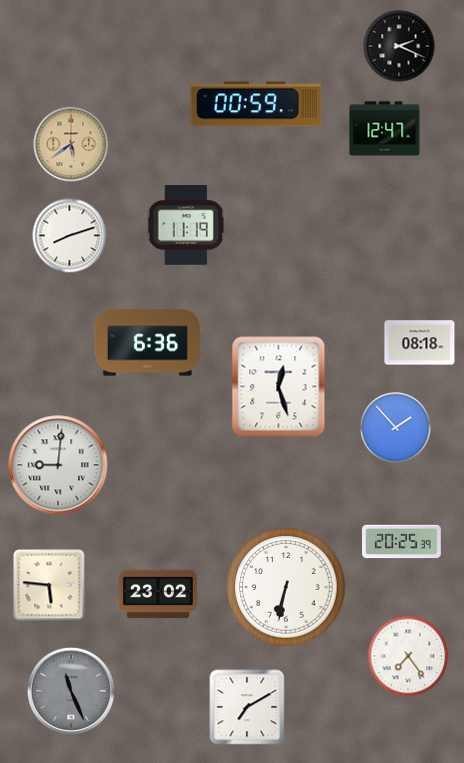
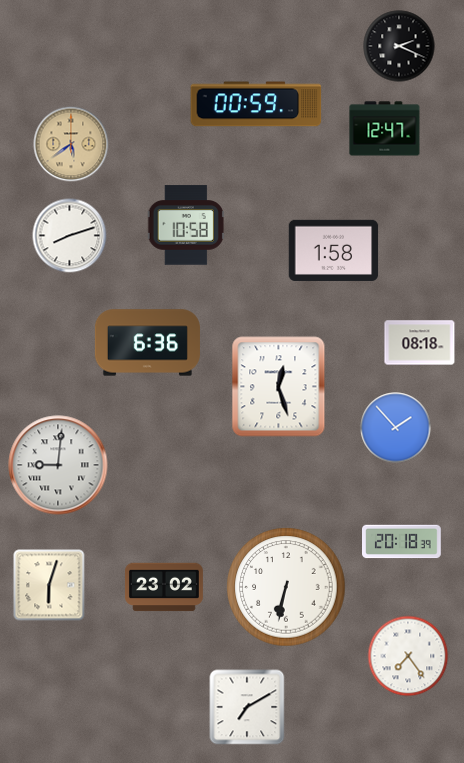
clock at (186, 225): 11:19 -> 10:58
clock at (334, 250): none -> 1:58
clock at (402, 542): 20:25 -> 20:18
clock at (49, 585): 5:46 -> 6:03
clock at (158, 594) position: (158, 594) -> (164, 587)
clock at (71, 691): 11:26 -> none
